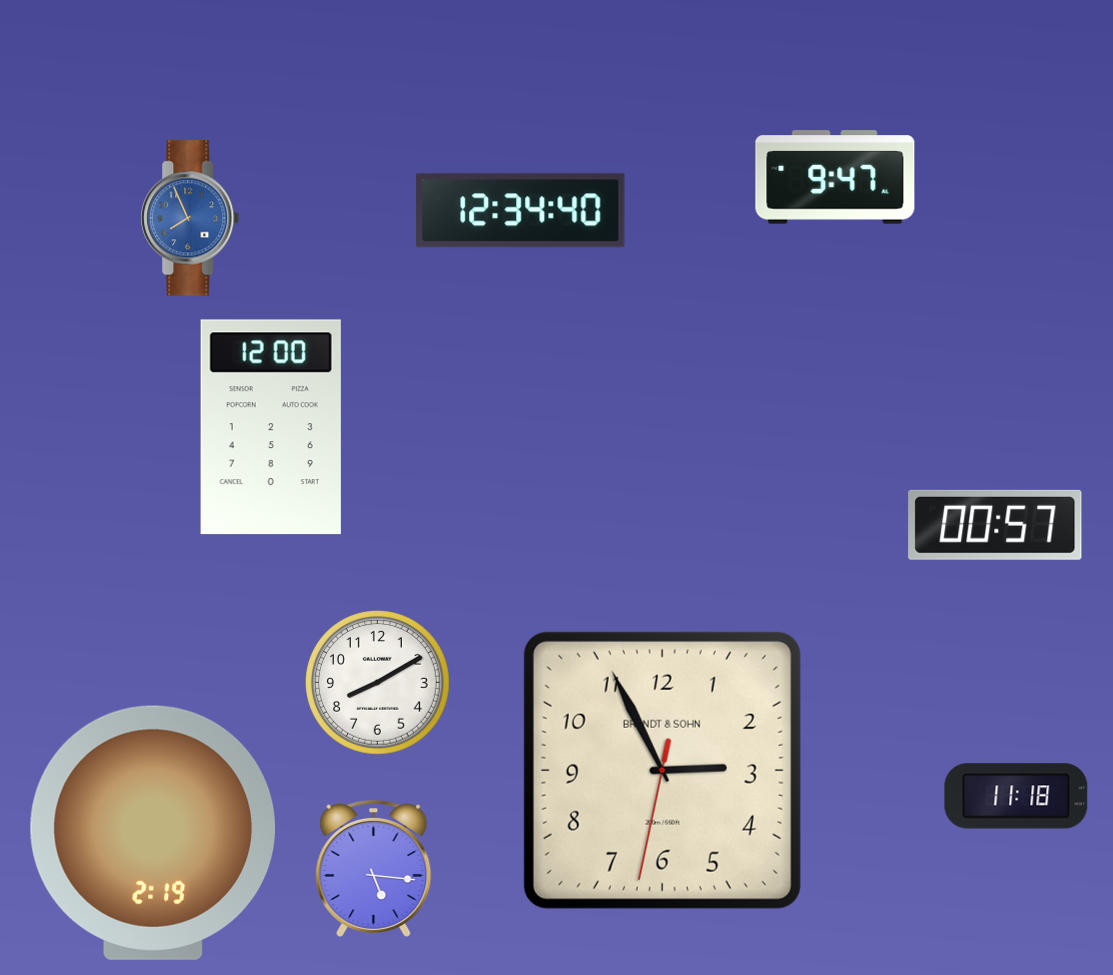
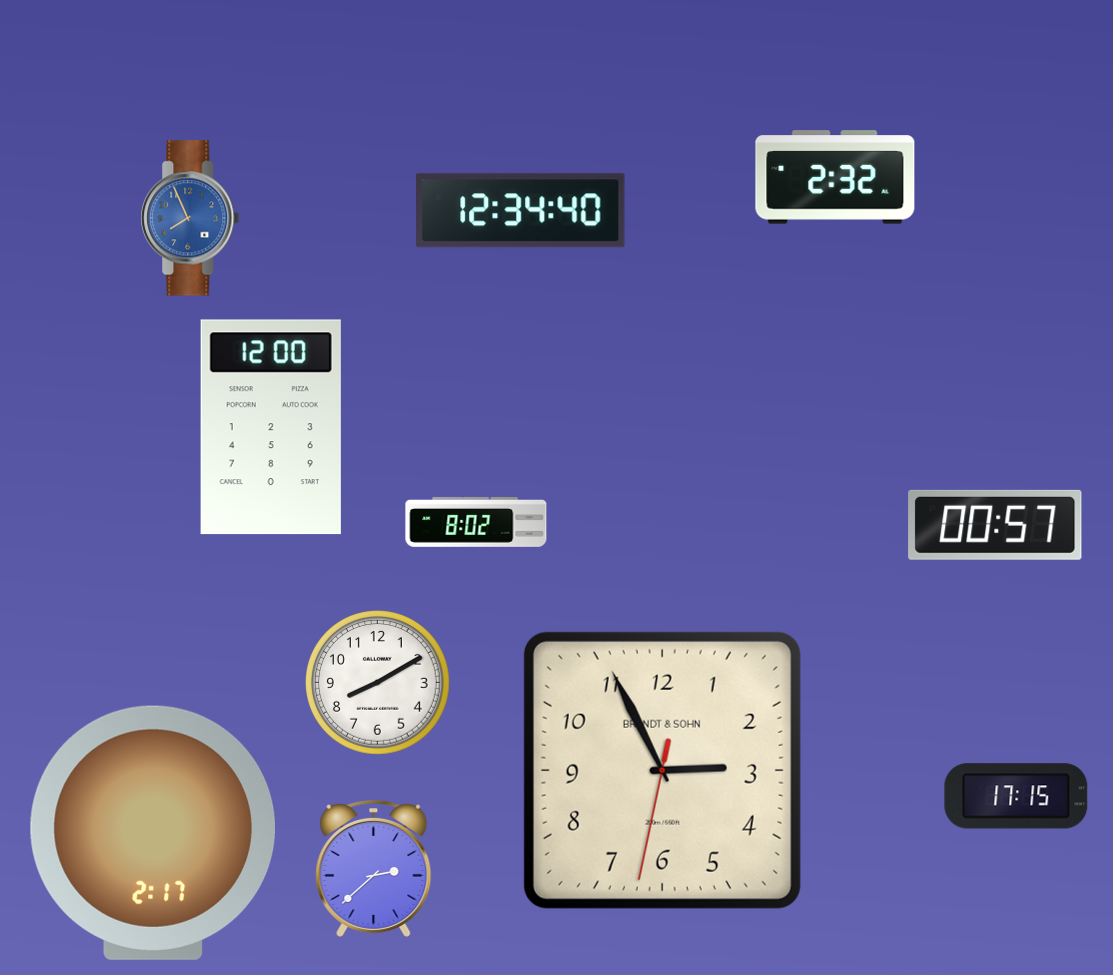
clock at (835, 177): 9:47 -> 2:32
clock at (476, 522): none -> 8:02
clock at (1016, 796): 11:18 -> 17:15
clock at (153, 833): 2:19 -> 2:17
clock at (374, 868): 5:16 -> 2:38
